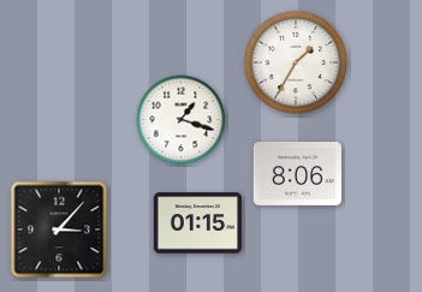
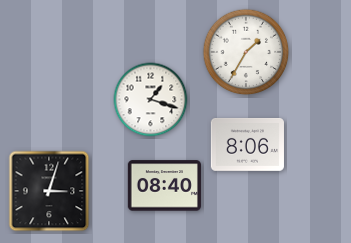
clock at (197, 224): 01:15 -> 08:40
clock at (59, 230): 3:07 -> 3:03
